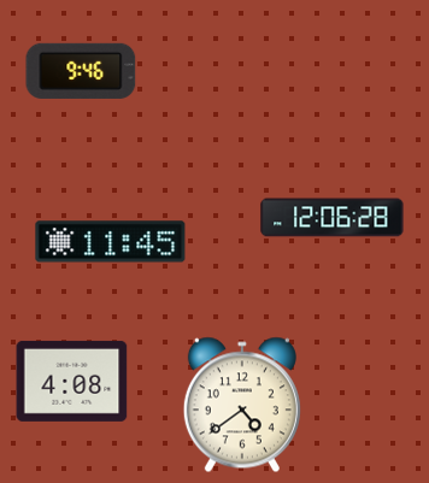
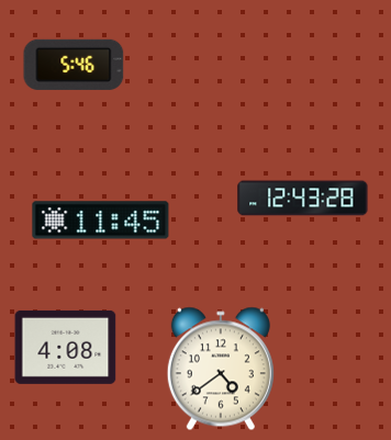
clock at (81, 71): 9:46 -> 5:46
clock at (333, 218): 12:06 -> 12:43
